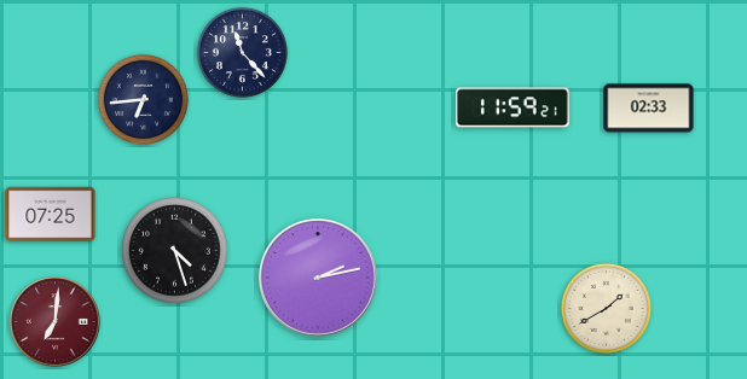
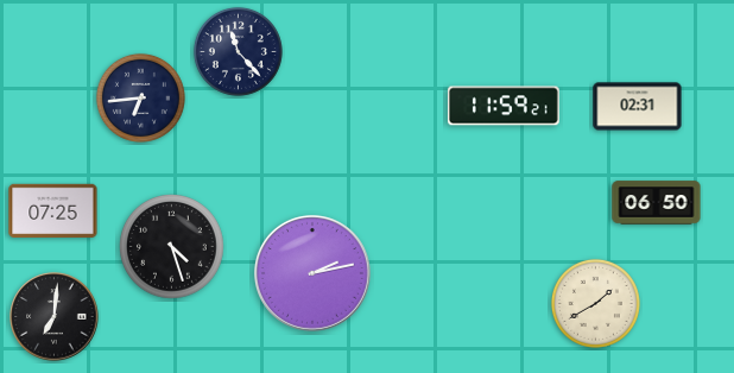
clock at (649, 109): 02:33 -> 02:31
clock at (657, 203): none -> 06:50
clock at (51, 215) position: (51, 215) -> (53, 211)
clock at (56, 322) dial: burgundy -> black
